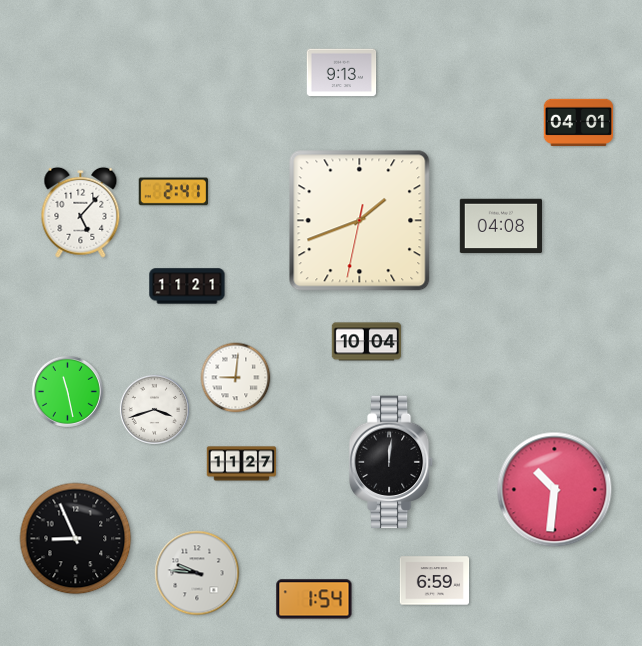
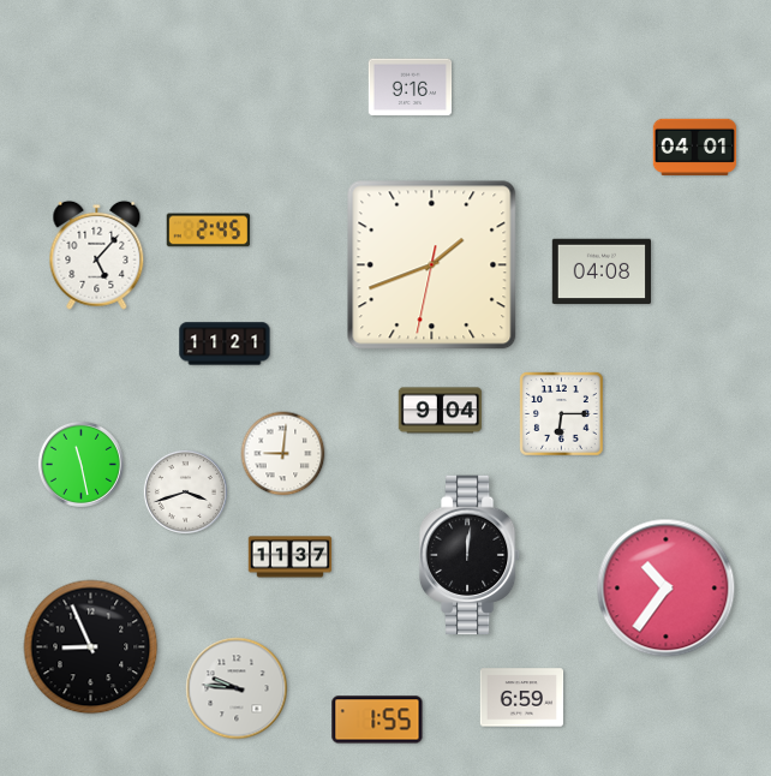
clock at (342, 73): 9:13 -> 9:16
clock at (173, 192): 2:41 -> 2:45
clock at (367, 342): 10:04 -> 9:04
clock at (562, 414): none -> 6:15
clock at (67, 391) position: (67, 391) -> (80, 464)
clock at (242, 464): 11:27 -> 11:37
clock at (555, 490): 10:31 -> 10:36
clock at (314, 599): 1:54 -> 1:55
